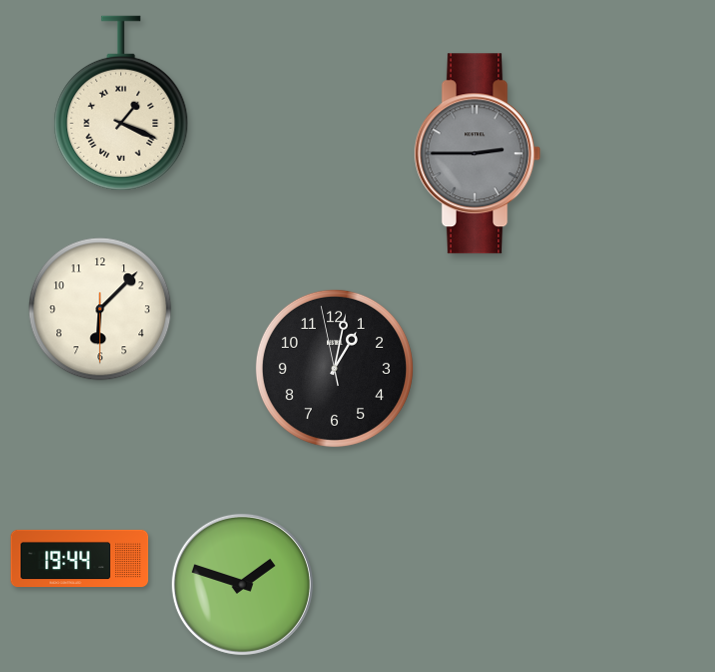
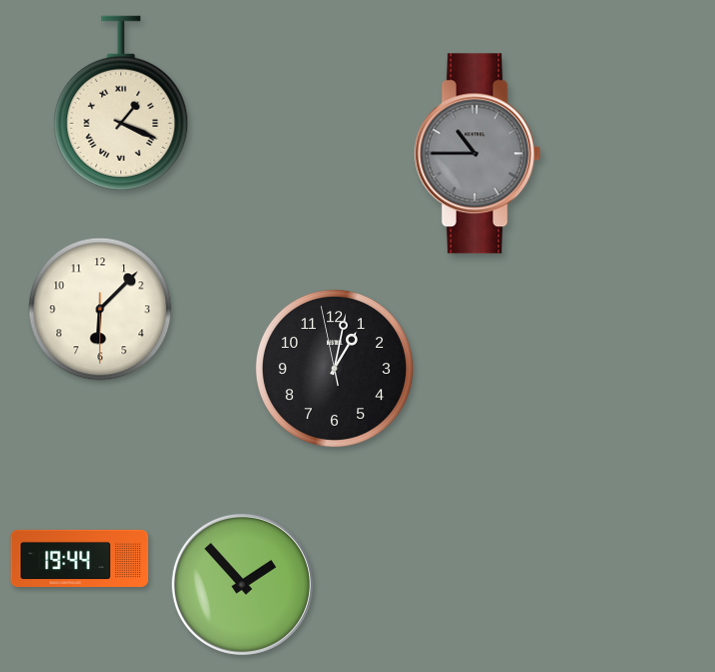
clock at (477, 154): 2:45 -> 10:45
clock at (242, 584): 1:48 -> 1:53
